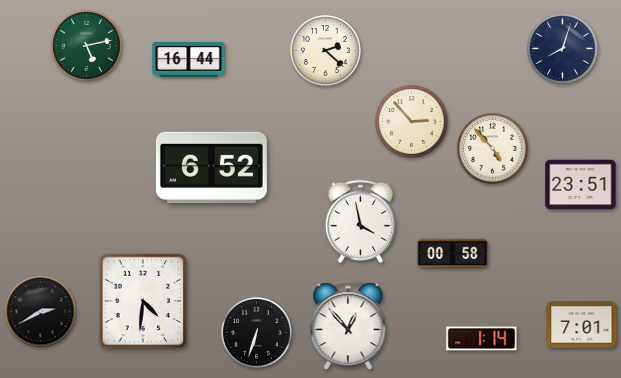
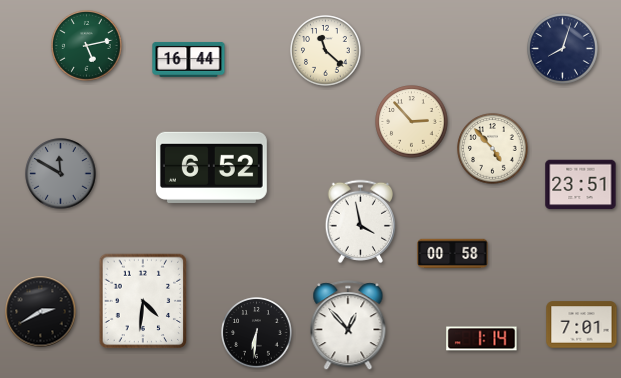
clock at (326, 51): 2:22 -> 11:22
clock at (61, 174): none -> 11:50
clock at (257, 333): 6:33 -> 6:31
